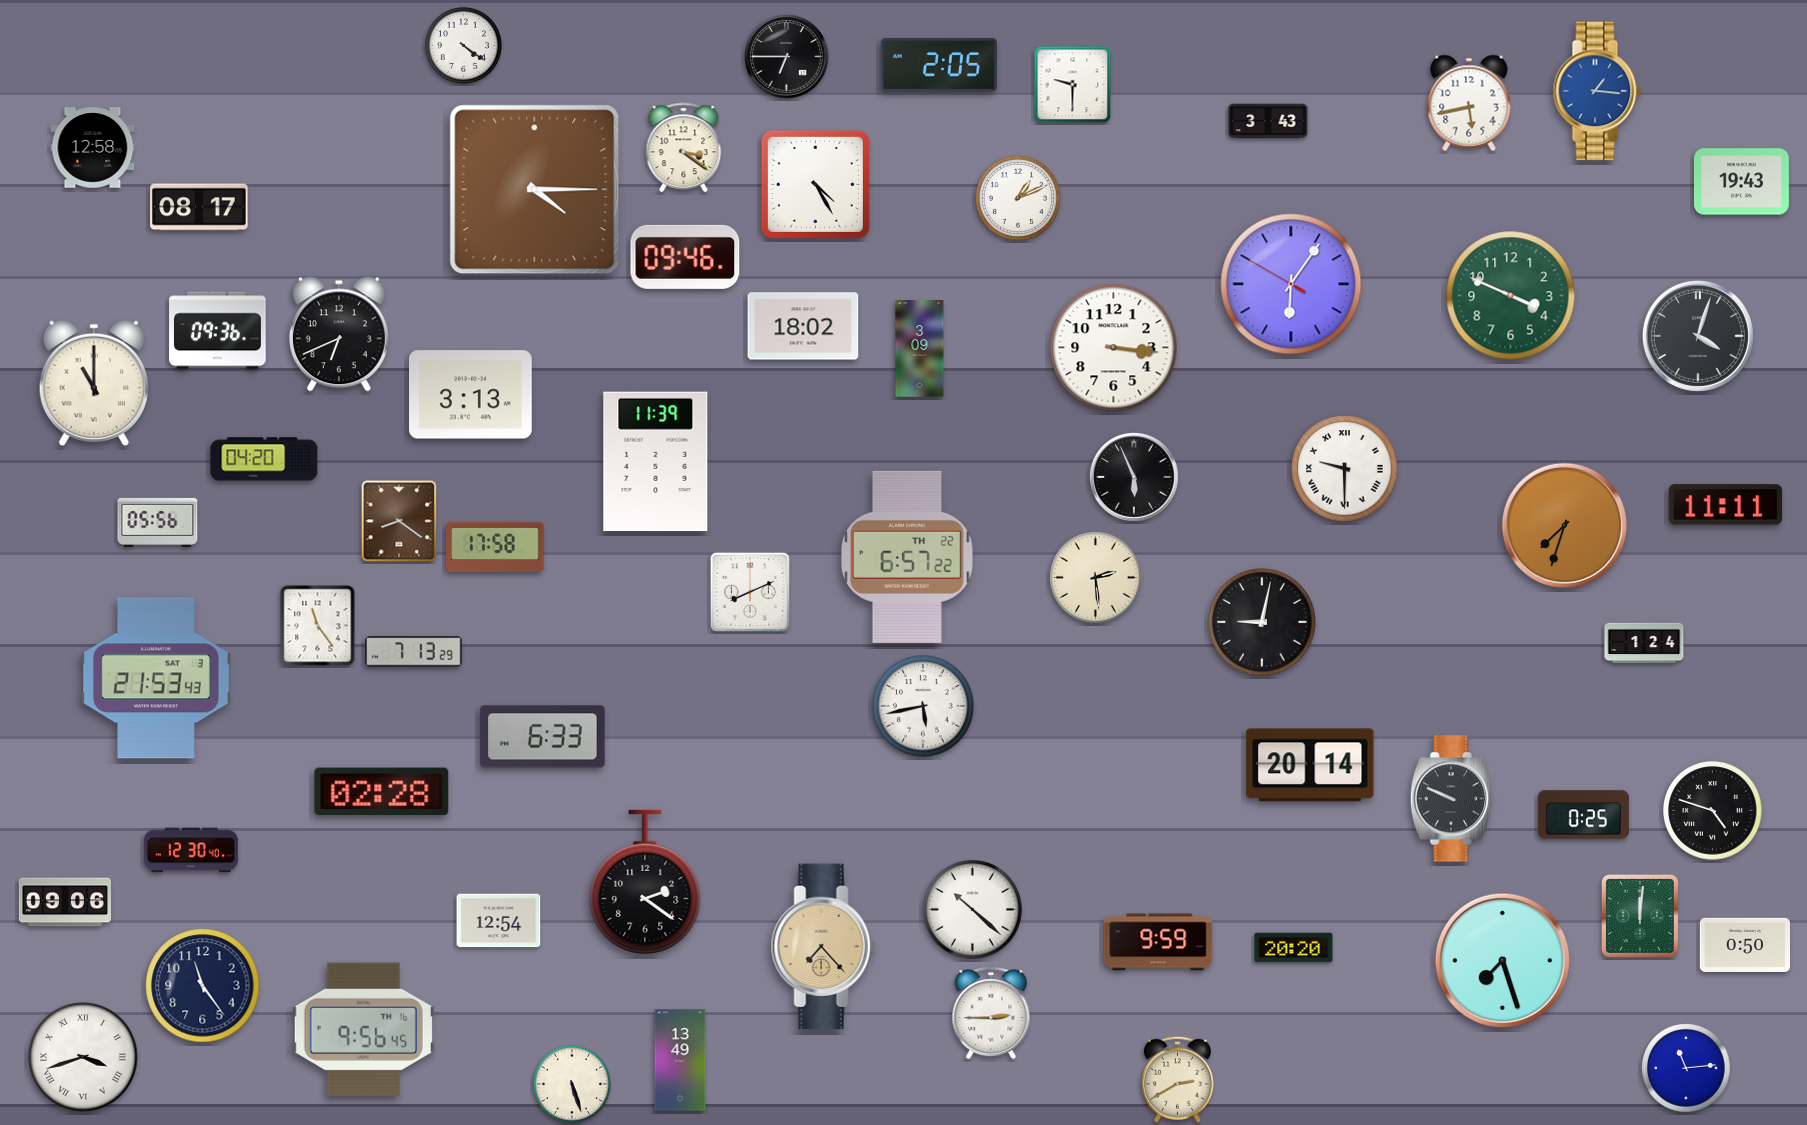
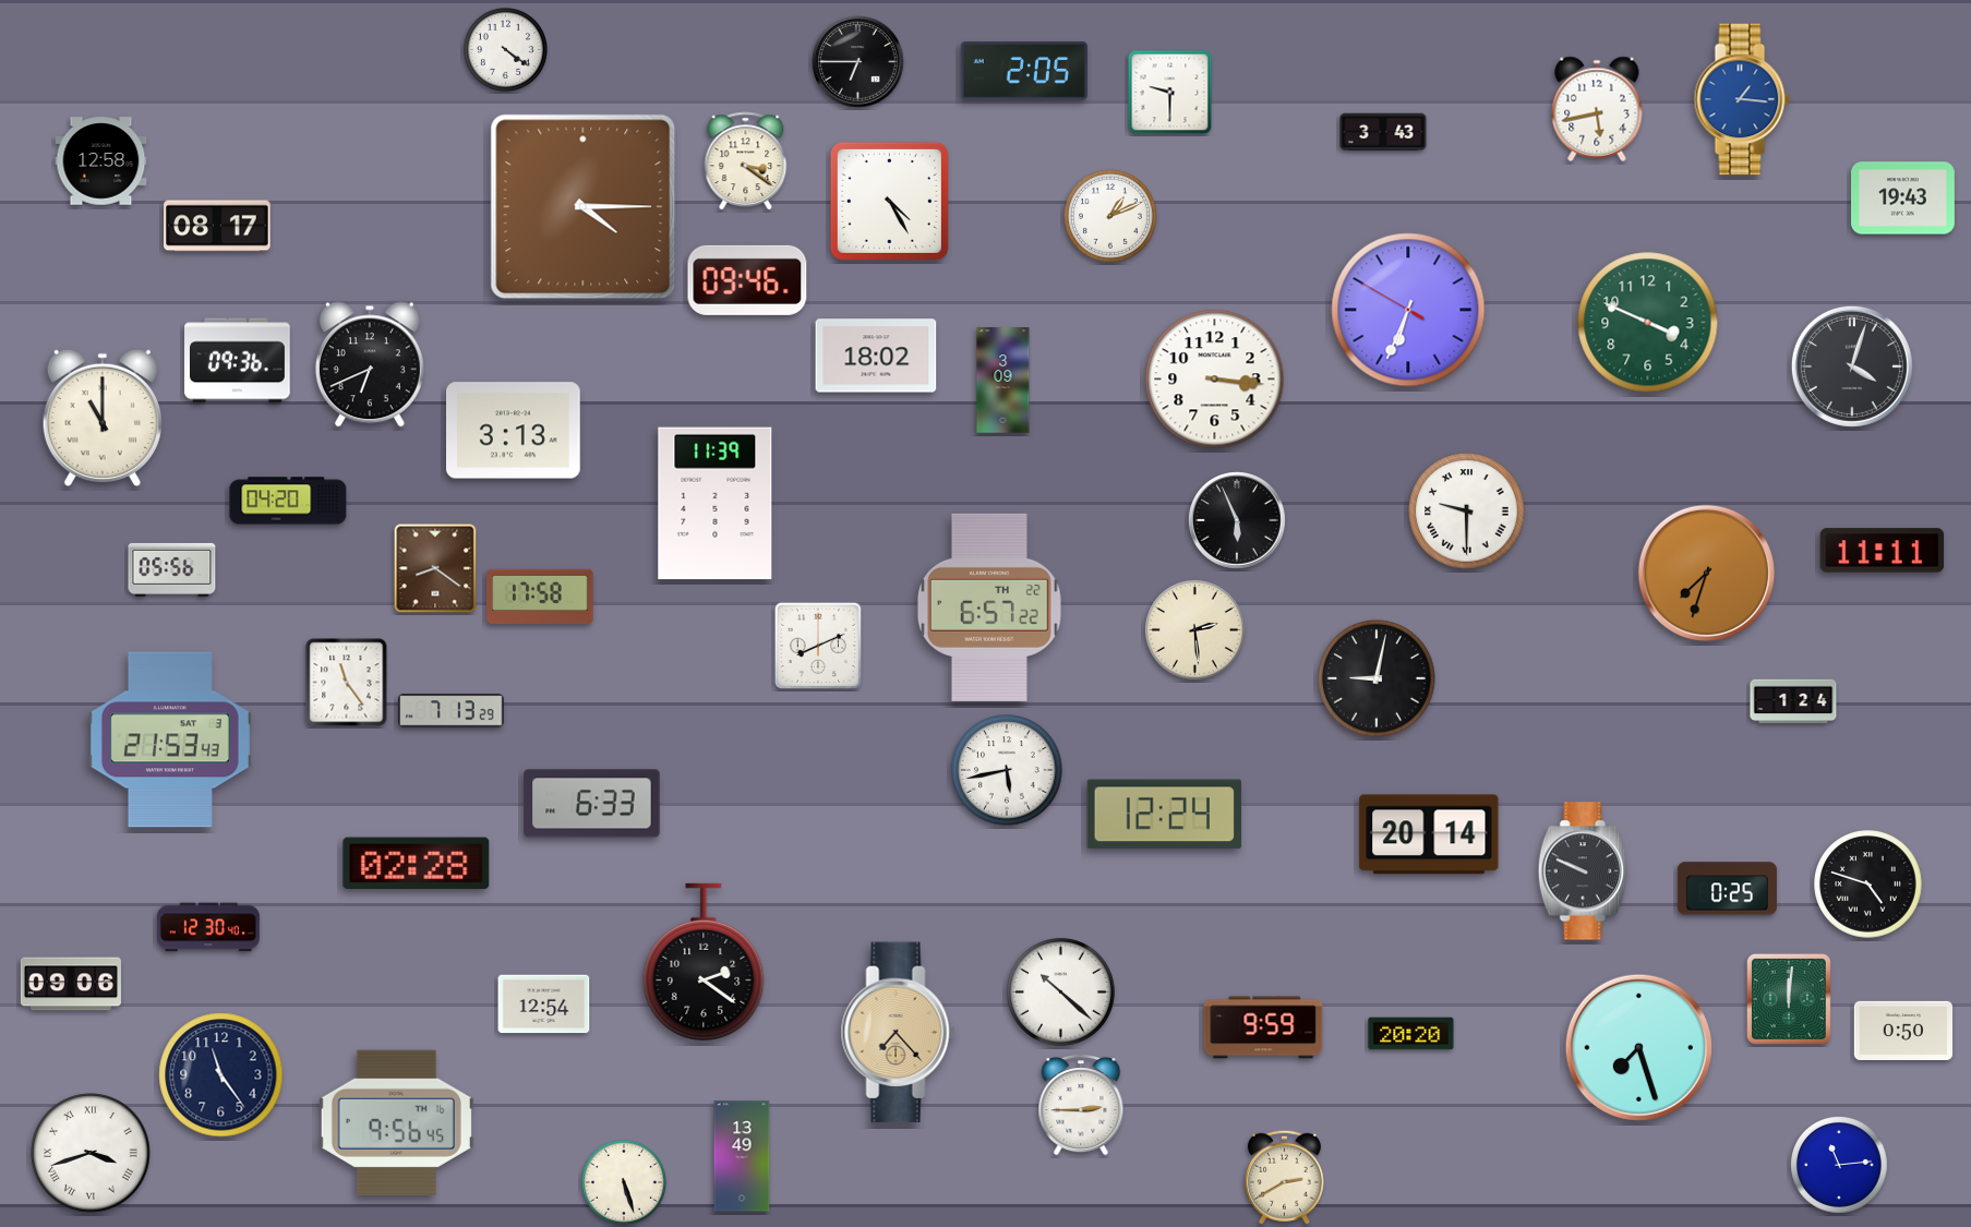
clock at (1469, 103) position: (1469, 103) -> (1597, 109)
clock at (1742, 182) position: (1742, 182) -> (1903, 199)
clock at (1291, 284): 6:05 -> 6:33
clock at (1164, 815): none -> 12:24
